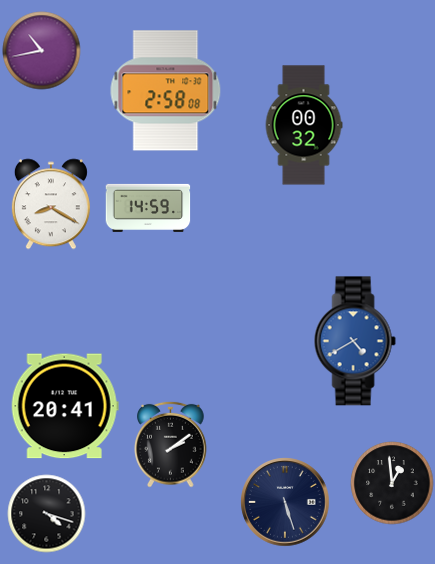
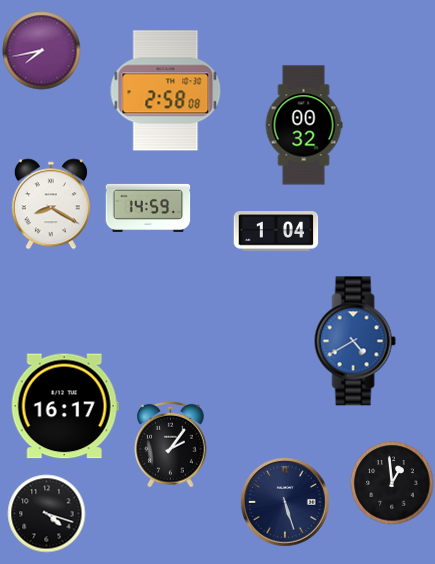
clock at (41, 50): 10:43 -> 7:43
clock at (276, 231): none -> 1:04
clock at (65, 406): 20:41 -> 16:17
clock at (171, 444): 2:09 -> 2:06
